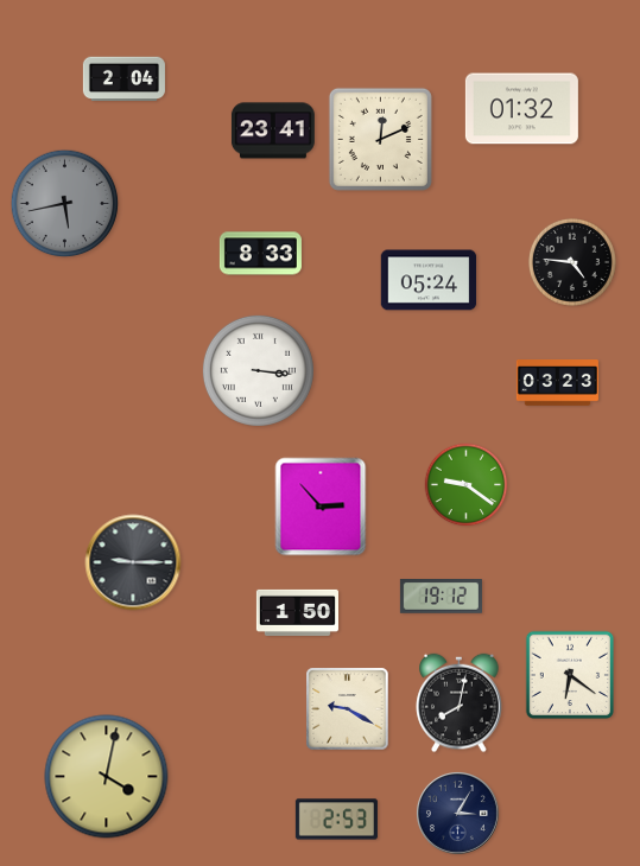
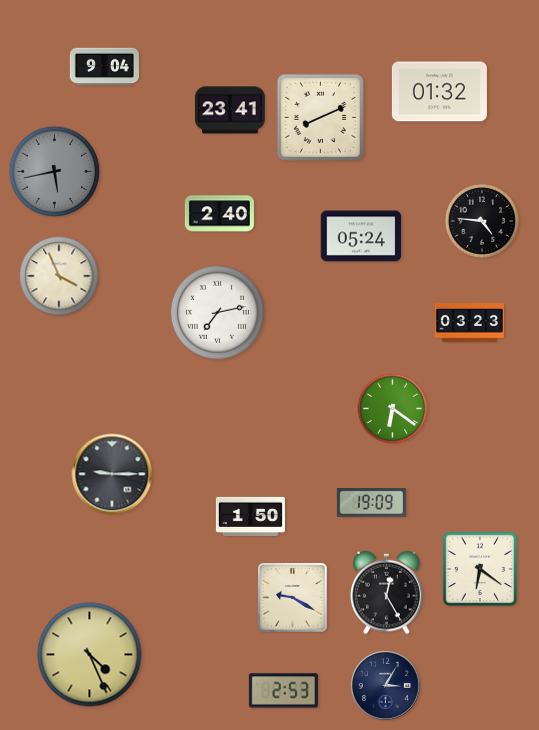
clock at (123, 79): 2:04 -> 9:04
clock at (380, 139): 12:11 -> 8:11
clock at (260, 254): 8:33 -> 2:40
clock at (59, 276): none -> 3:56
clock at (258, 370): 3:16 -> 7:13
clock at (467, 485): 9:21 -> 6:21
clock at (321, 507): 2:53 -> none
clock at (441, 597): 19:12 -> 19:09
clock at (460, 703): 8:02 -> 12:25
clock at (107, 777): 4:02 -> 4:26
